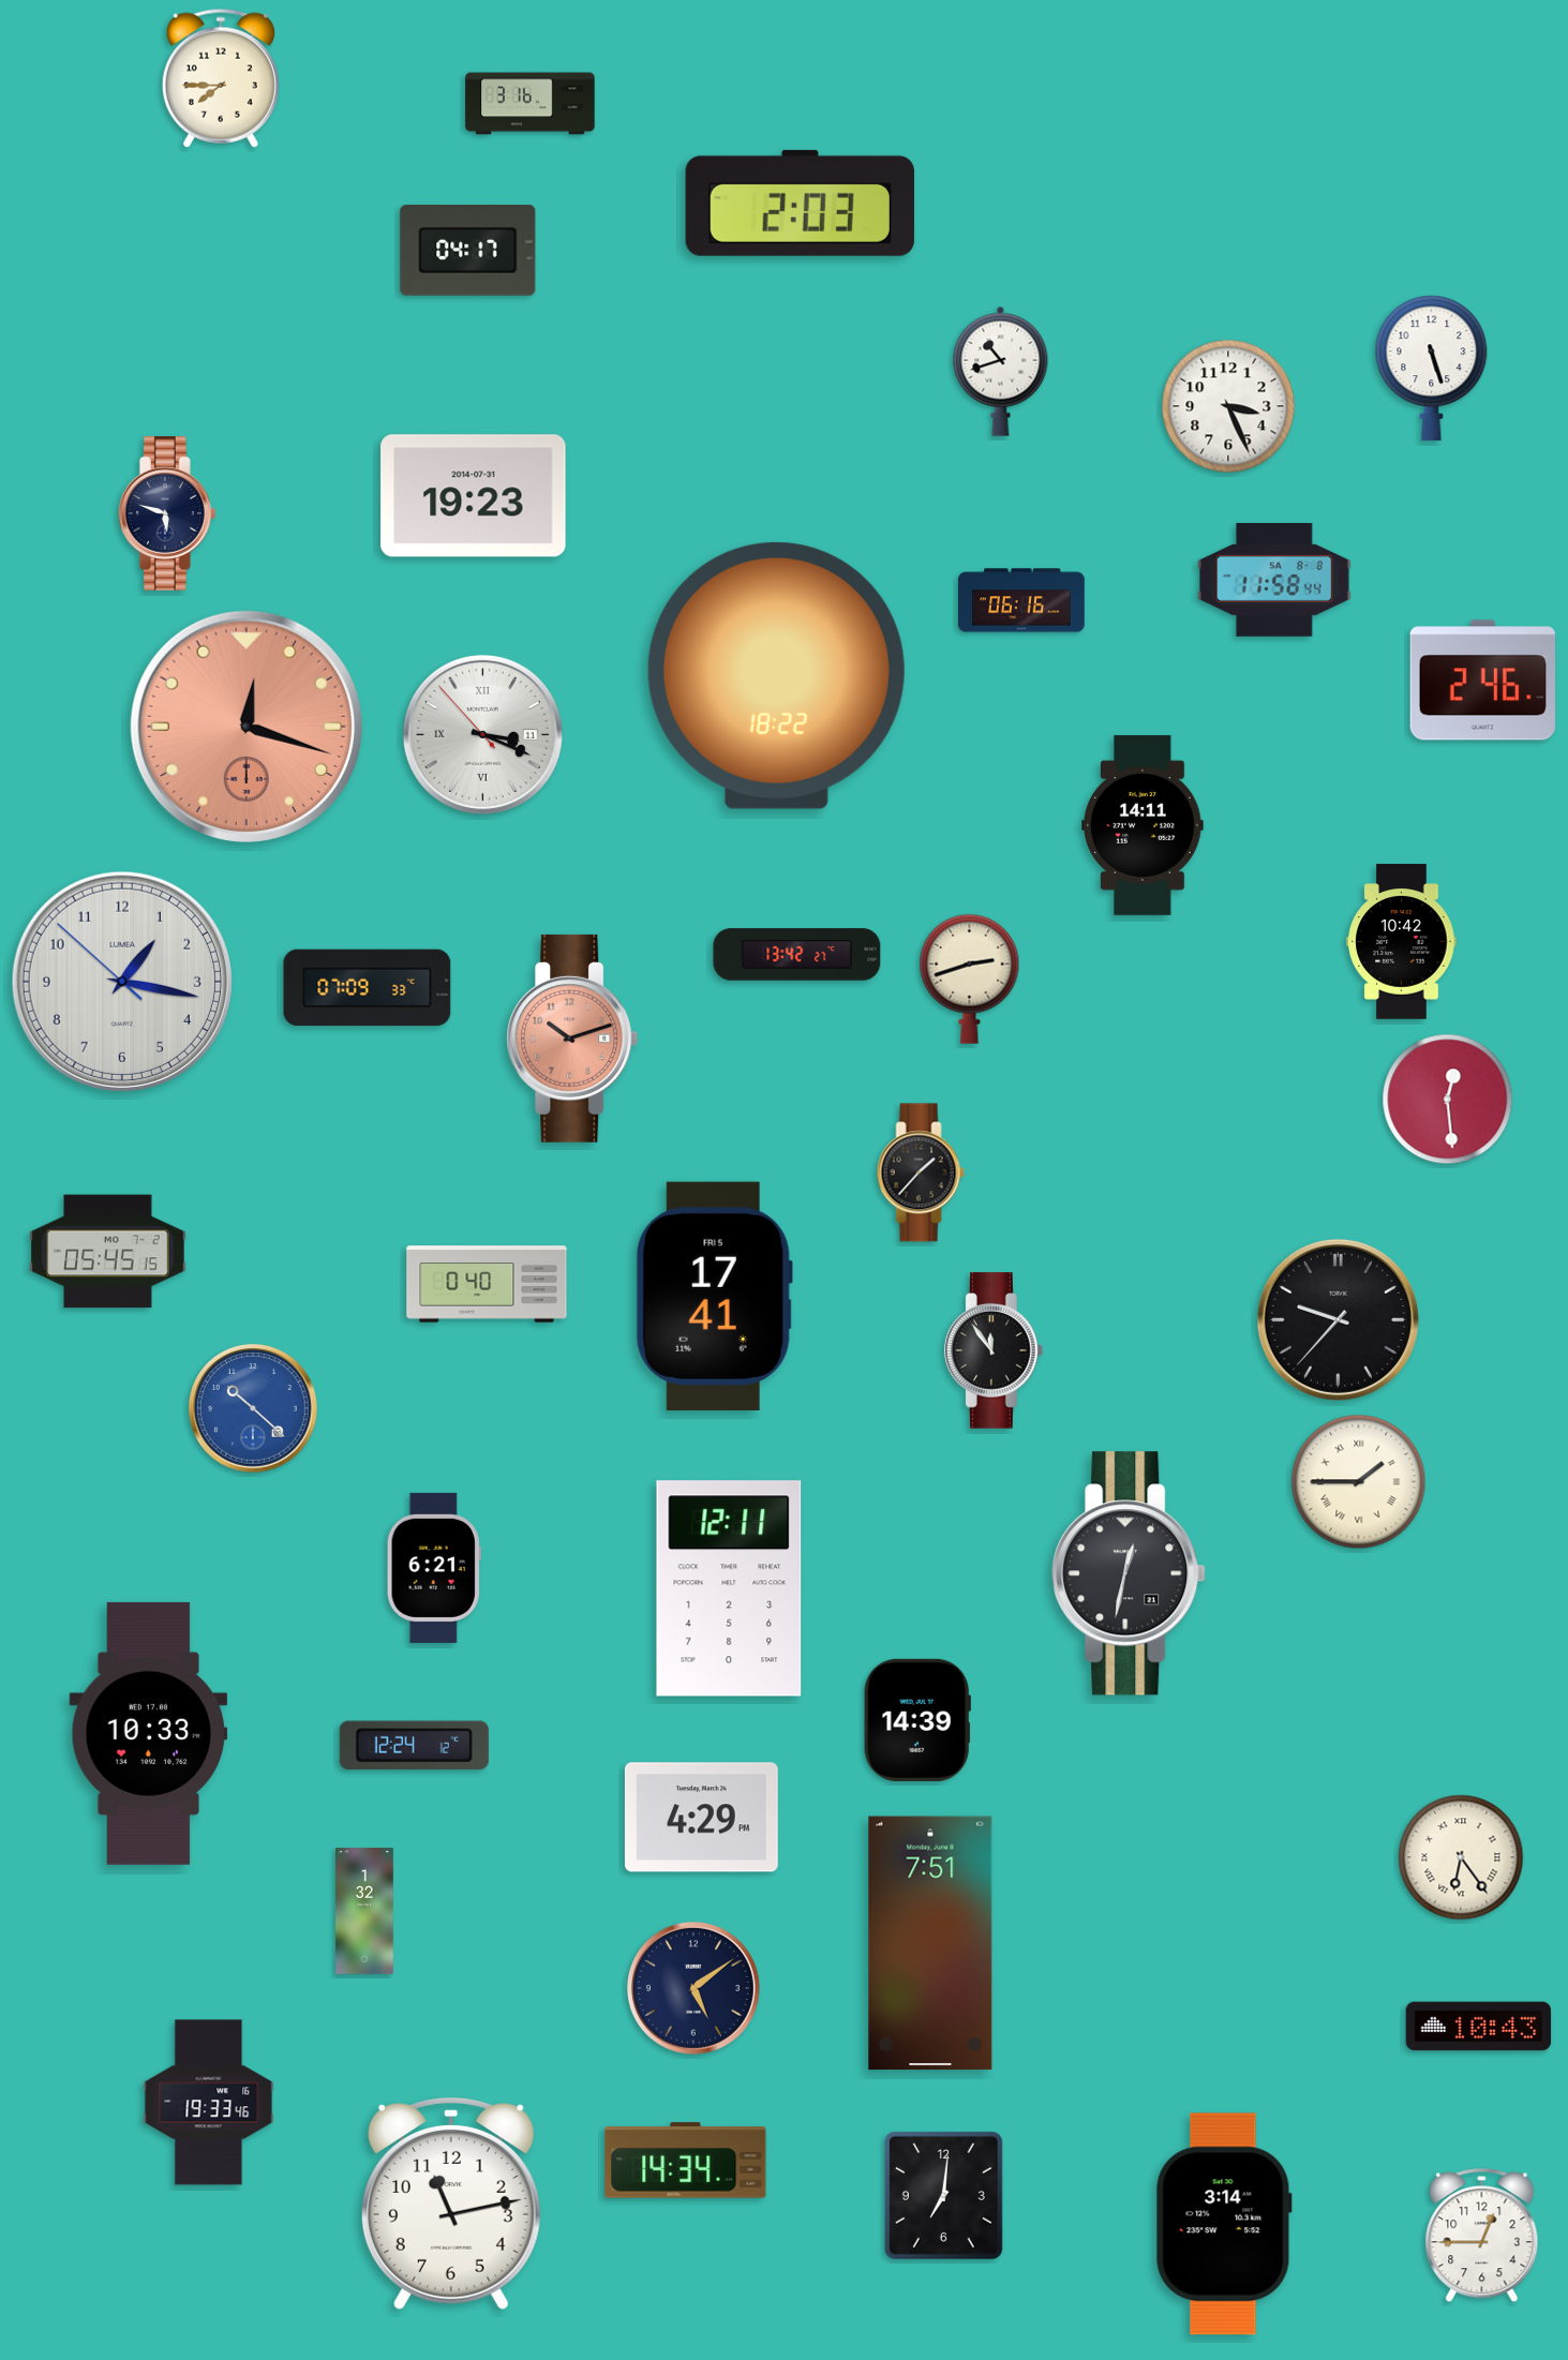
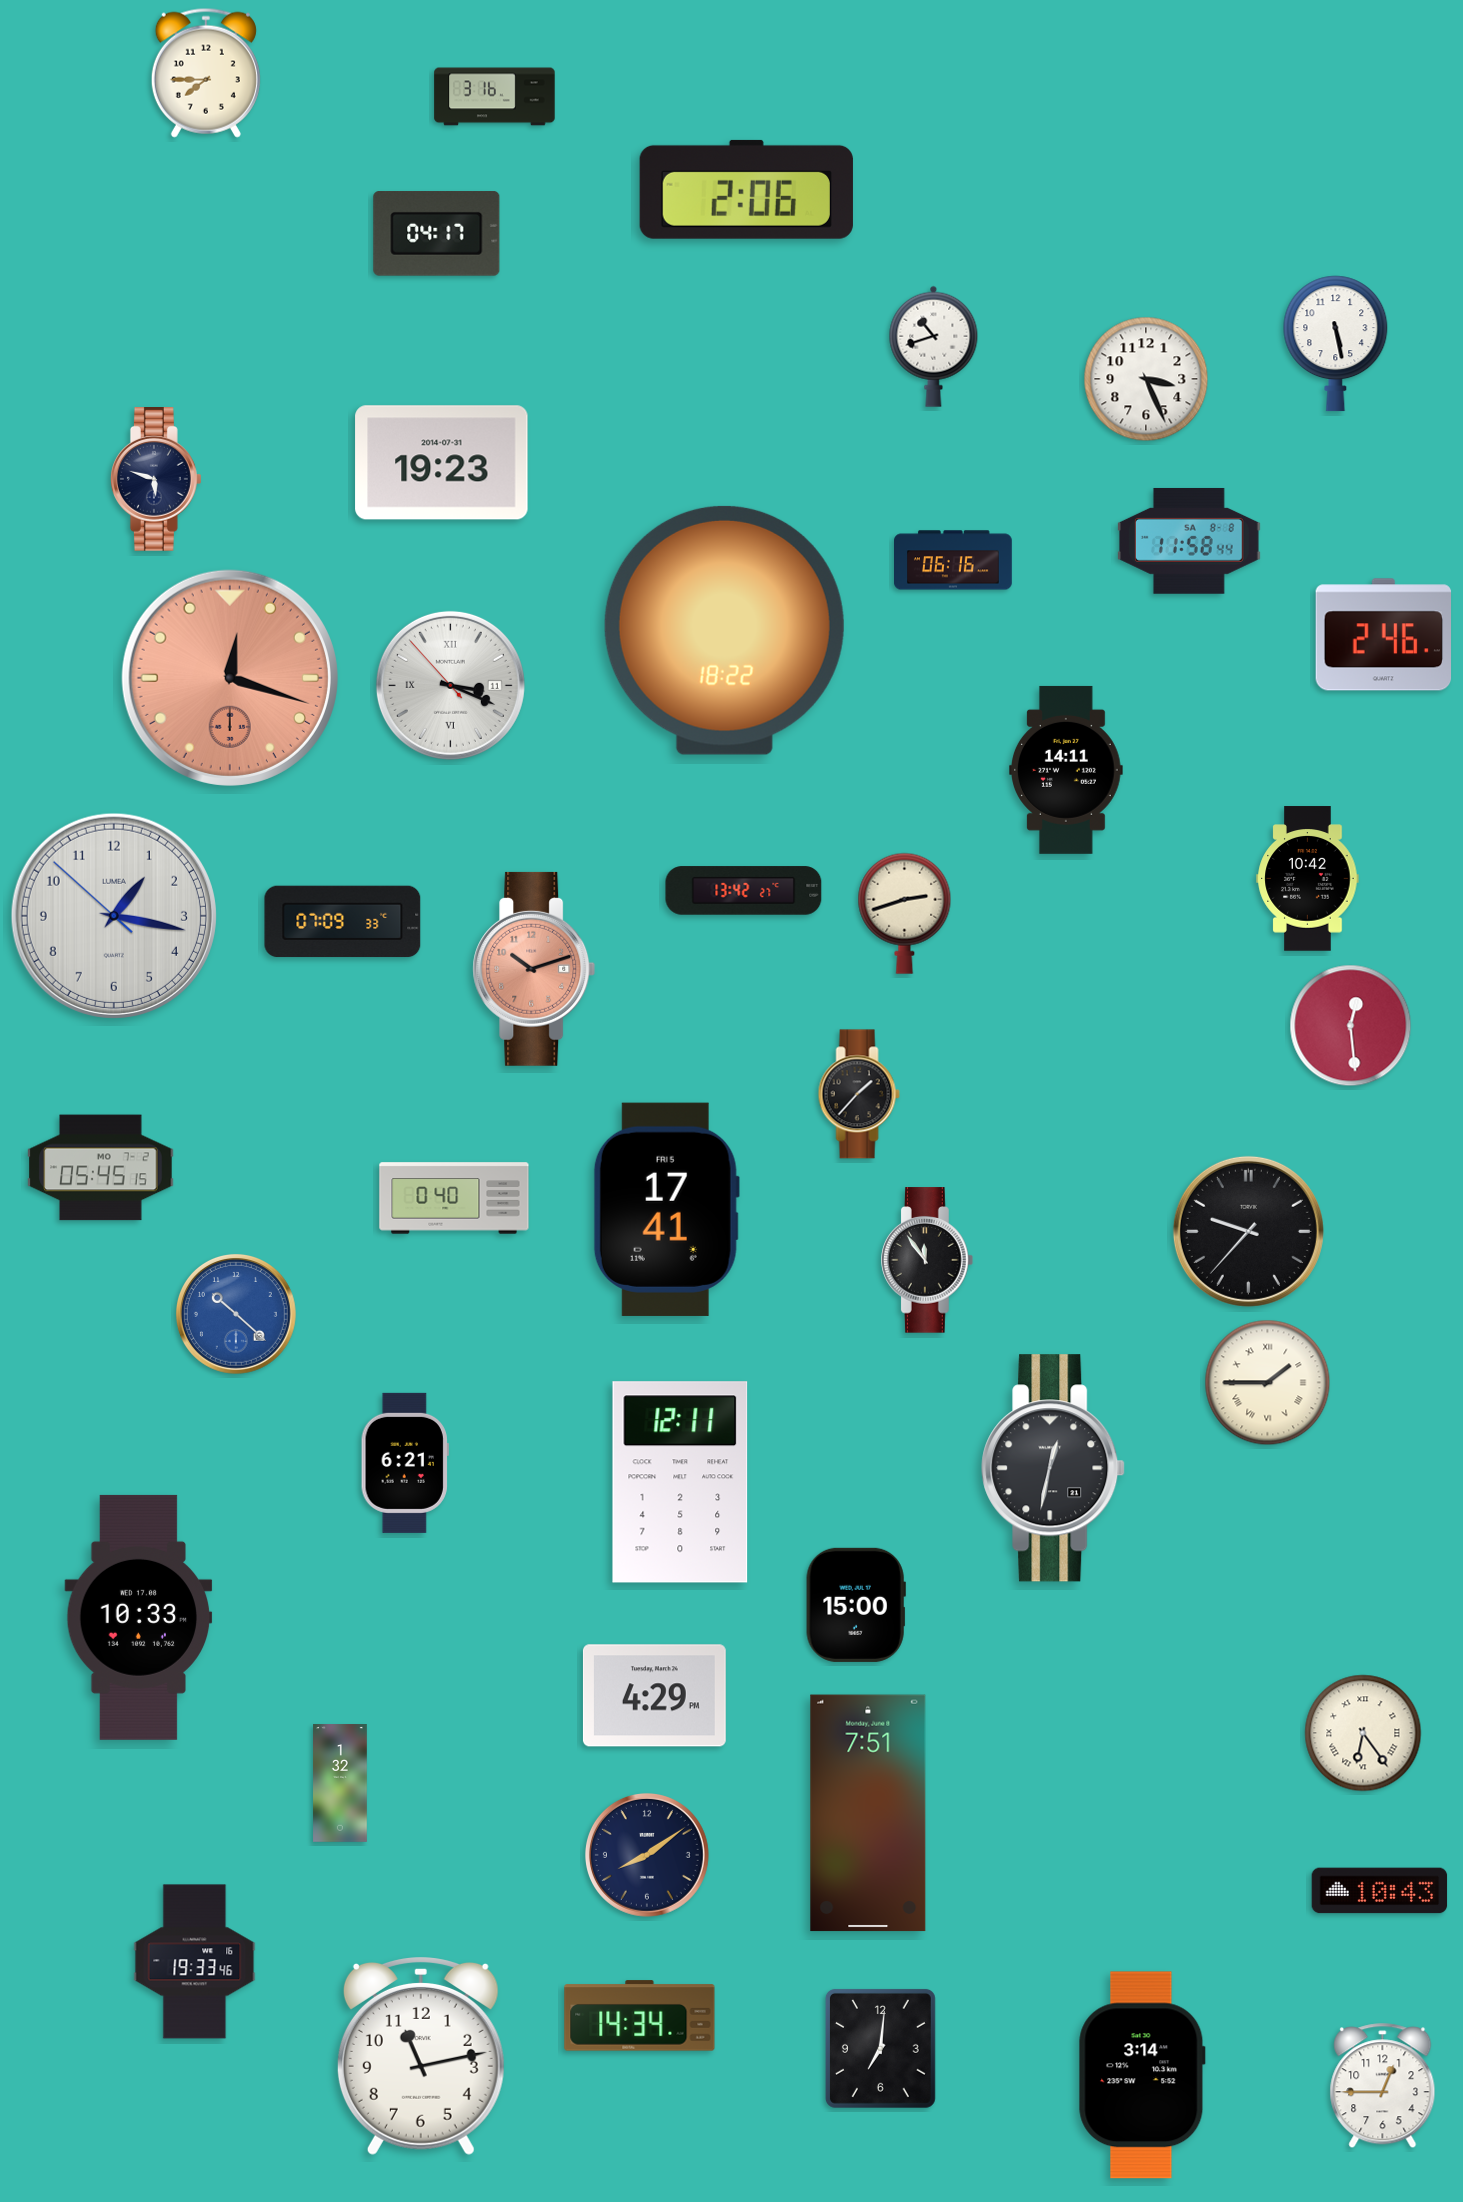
clock at (800, 203): 2:03 -> 2:06
clock at (1432, 369): 5:27 -> 5:28
clock at (917, 1720): 14:39 -> 15:00
clock at (414, 1746): 12:24 -> none
clock at (693, 1988): 5:09 -> 8:09
